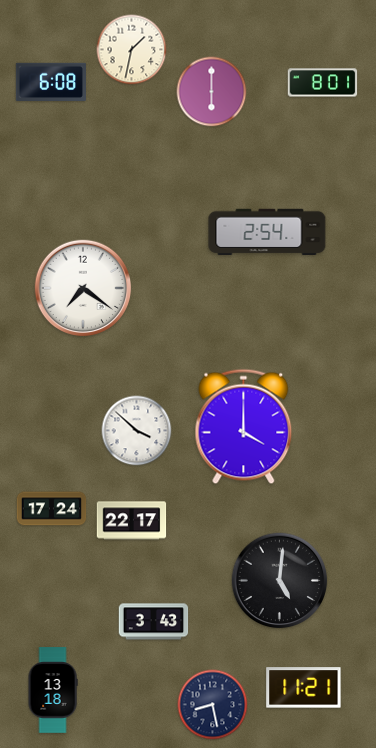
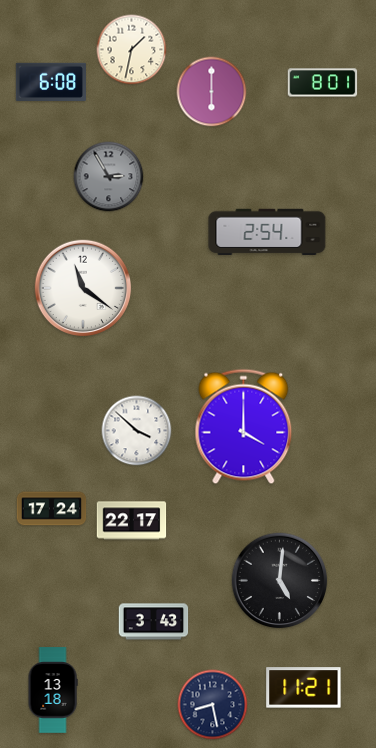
clock at (109, 177): none -> 2:55
clock at (83, 288): 7:21 -> 11:21
